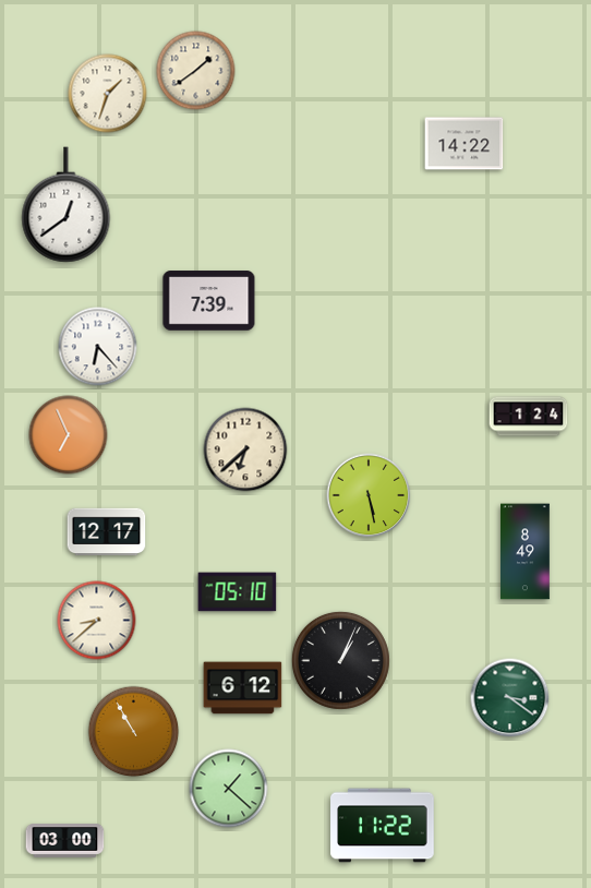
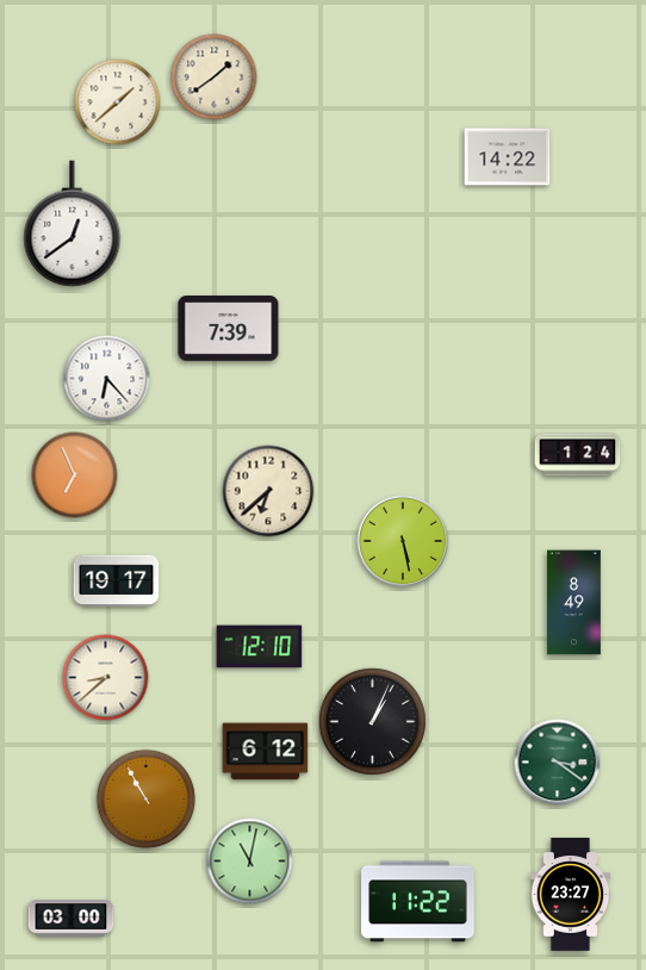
clock at (108, 94): 1:33 -> 1:38
clock at (107, 532): 12:17 -> 19:17
clock at (238, 592): 05:10 -> 12:10
clock at (229, 789): 1:22 -> 11:02
clock at (571, 895): none -> 23:27
